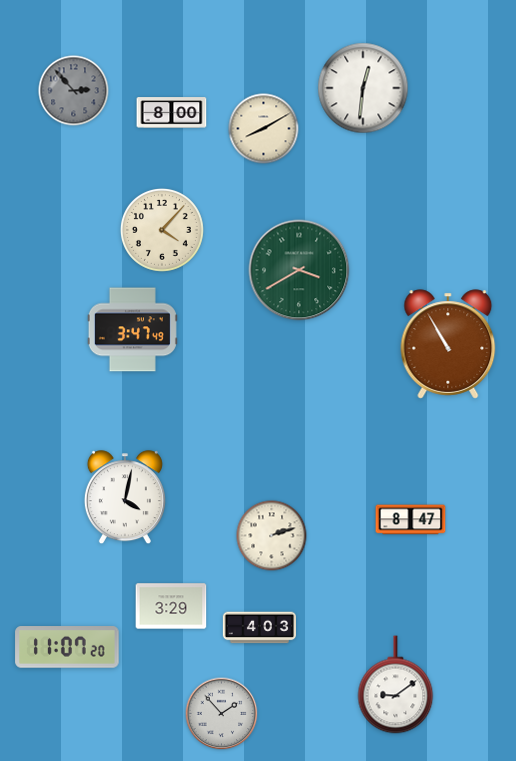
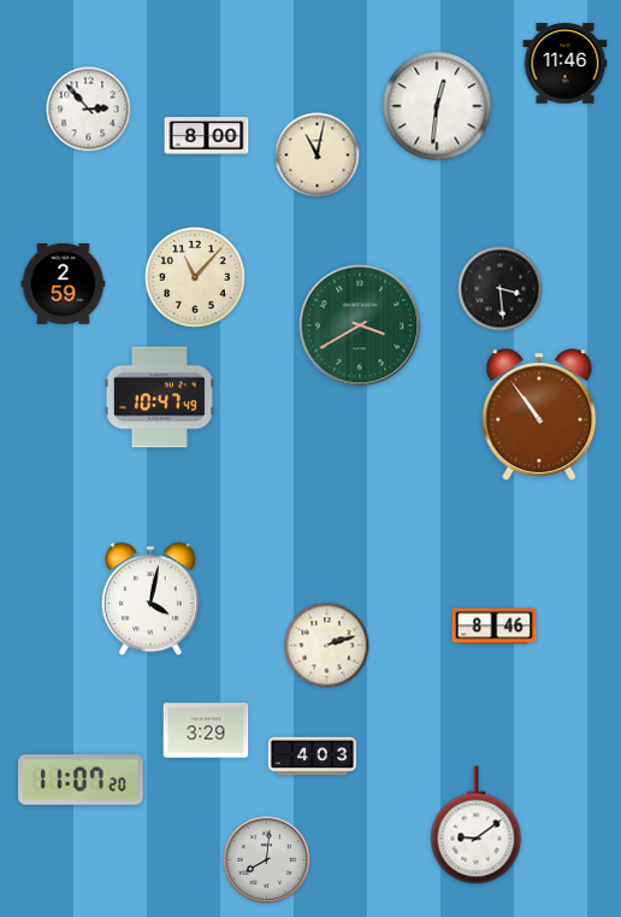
clock at (566, 64): none -> 11:46
clock at (74, 91) dial: grey -> white
clock at (264, 129): 8:10 -> 11:02
clock at (162, 230): 4:07 -> 11:07
clock at (64, 283): none -> 2:59
clock at (501, 289): none -> 3:29
clock at (132, 330): 3:47 -> 10:47
clock at (448, 344): 10:55 -> 10:54
clock at (411, 520): 8:47 -> 8:46
clock at (222, 714): 1:53 -> 8:01
